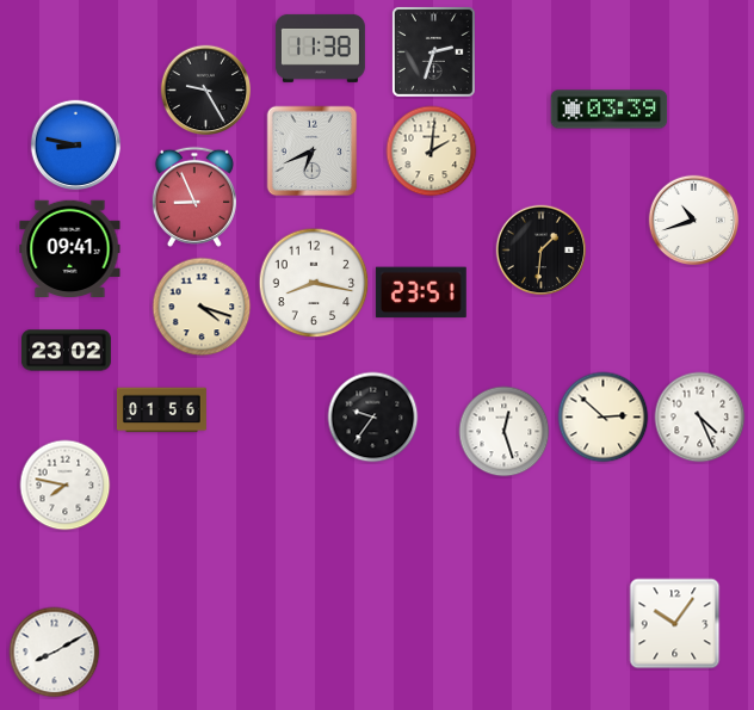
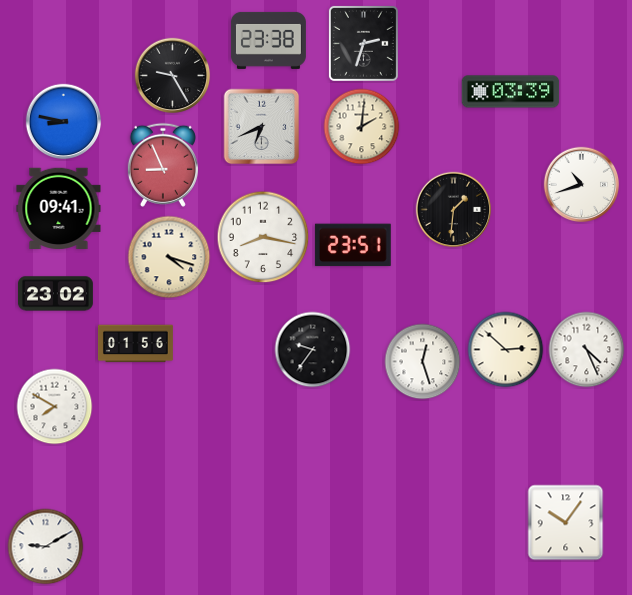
clock at (320, 48): 11:38 -> 23:38
clock at (66, 486): 7:47 -> 7:50
clock at (55, 653): 8:10 -> 9:10
